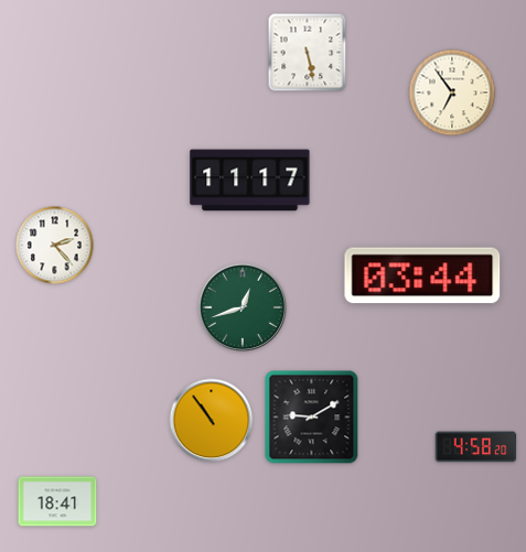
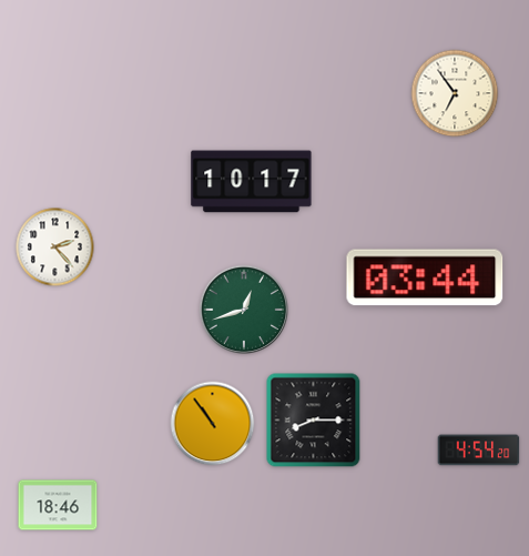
clock at (308, 53): 5:28 -> none
clock at (250, 181): 11:17 -> 10:17
clock at (312, 418): 9:10 -> 8:15
clock at (476, 447): 4:58 -> 4:54
clock at (57, 501): 18:41 -> 18:46
